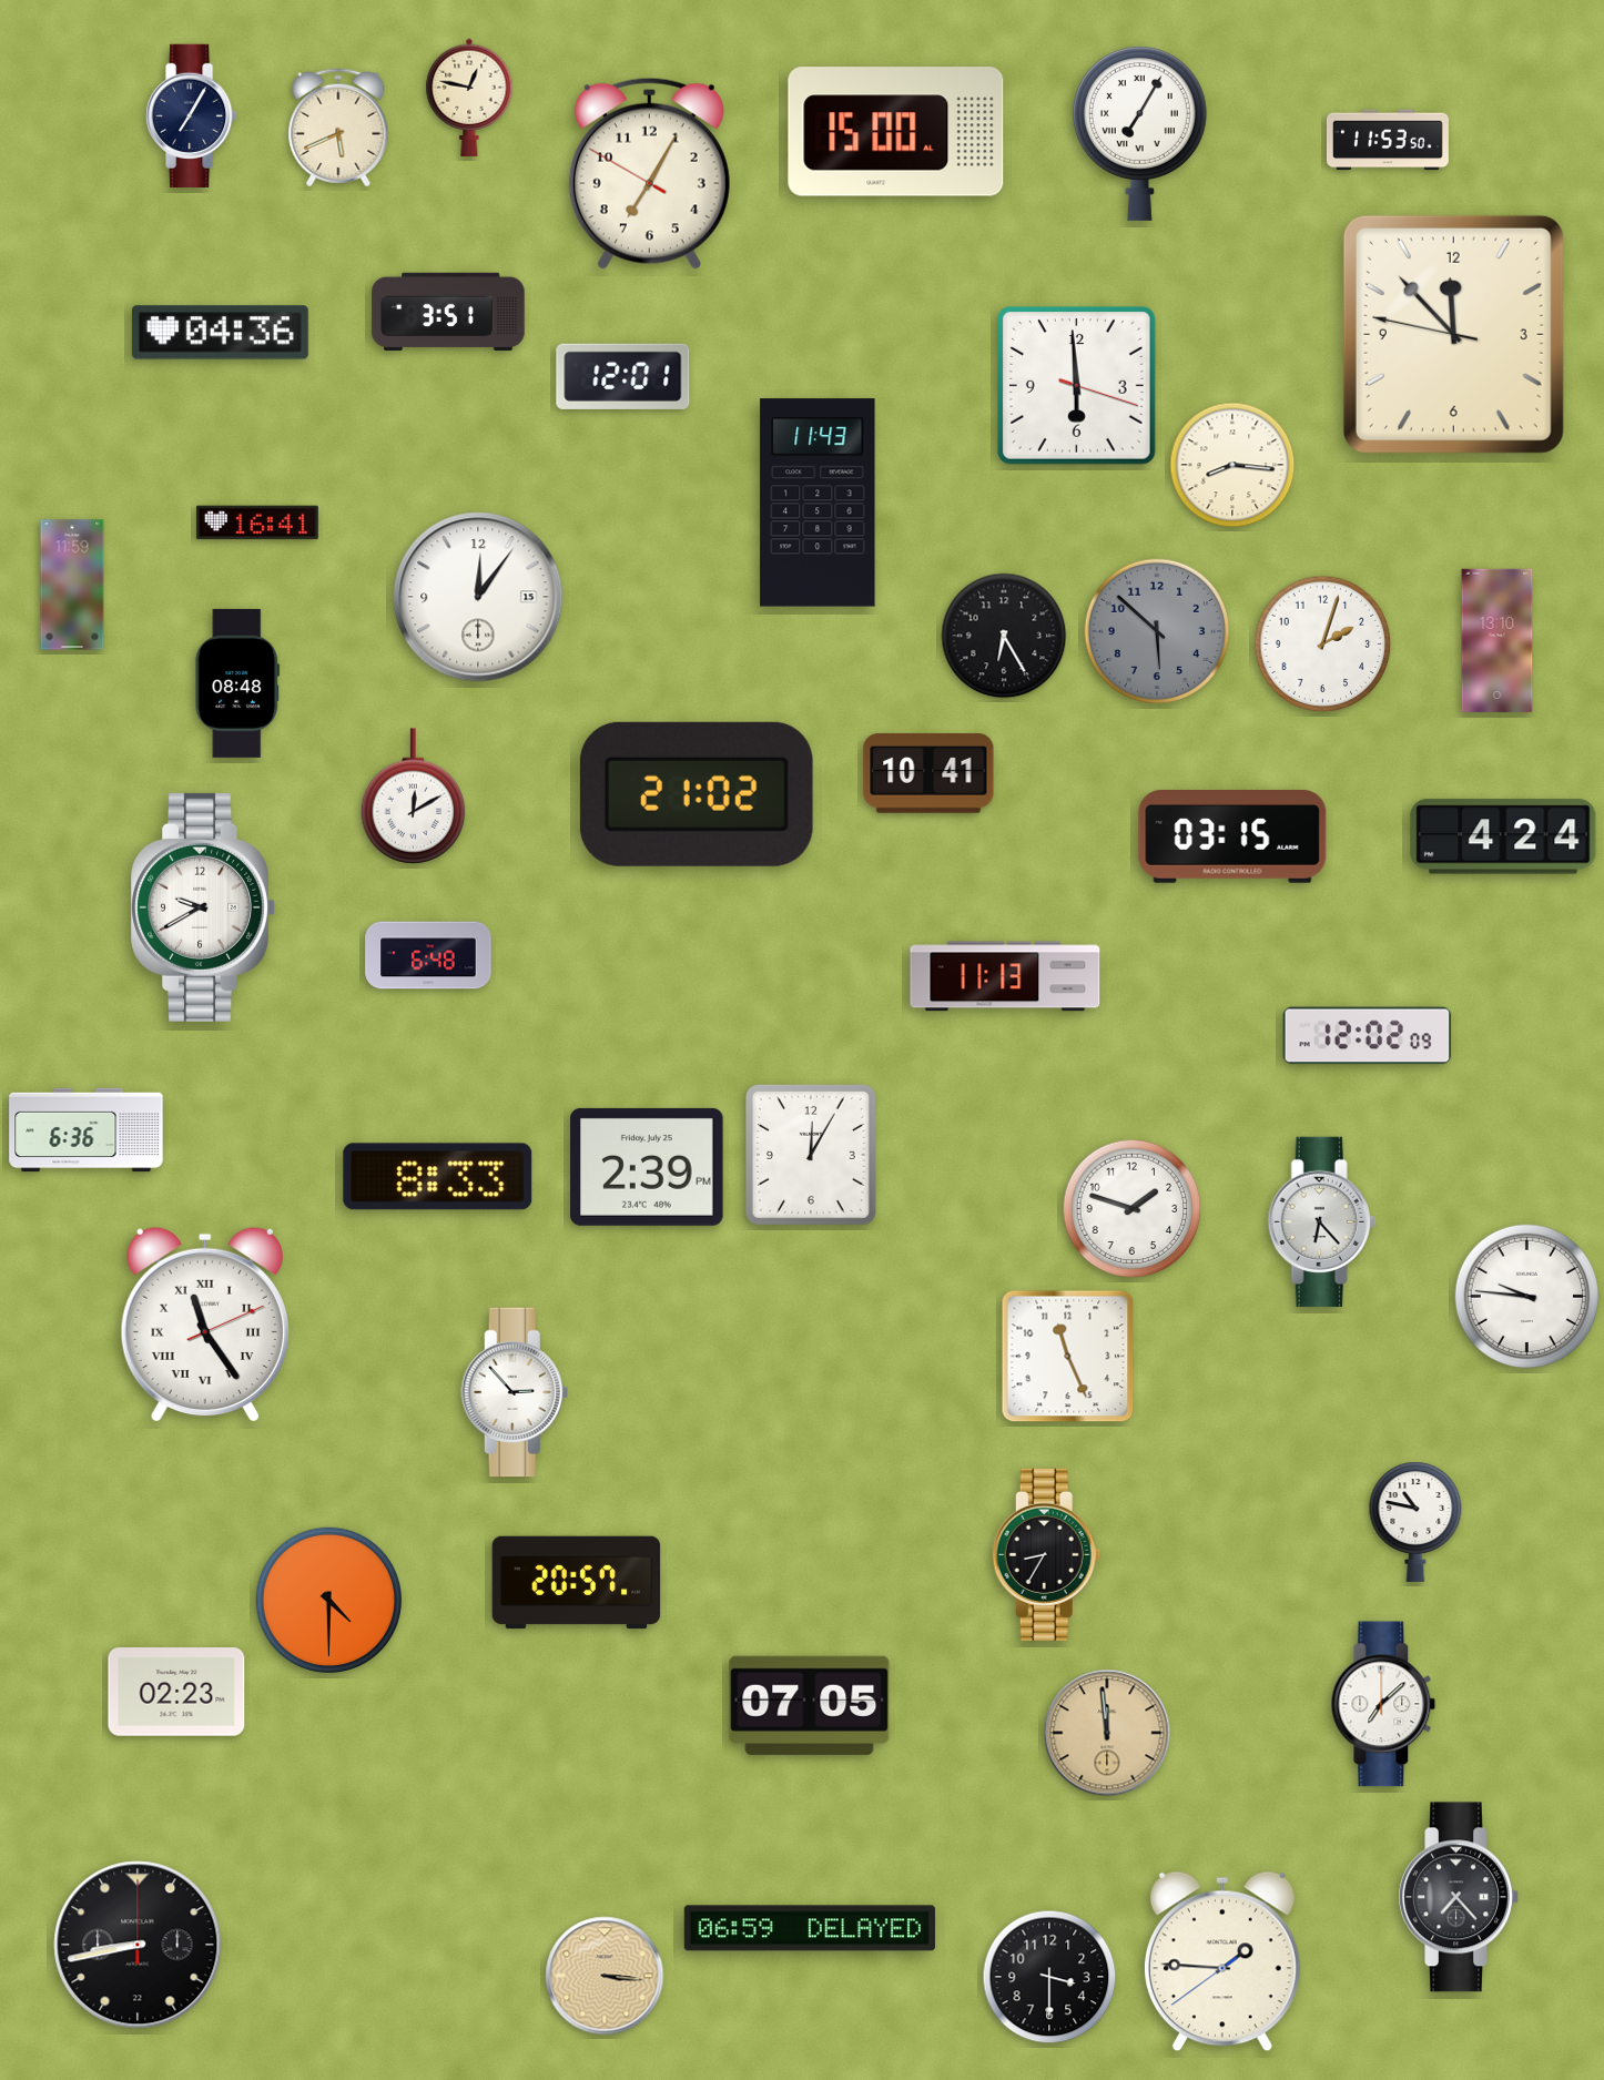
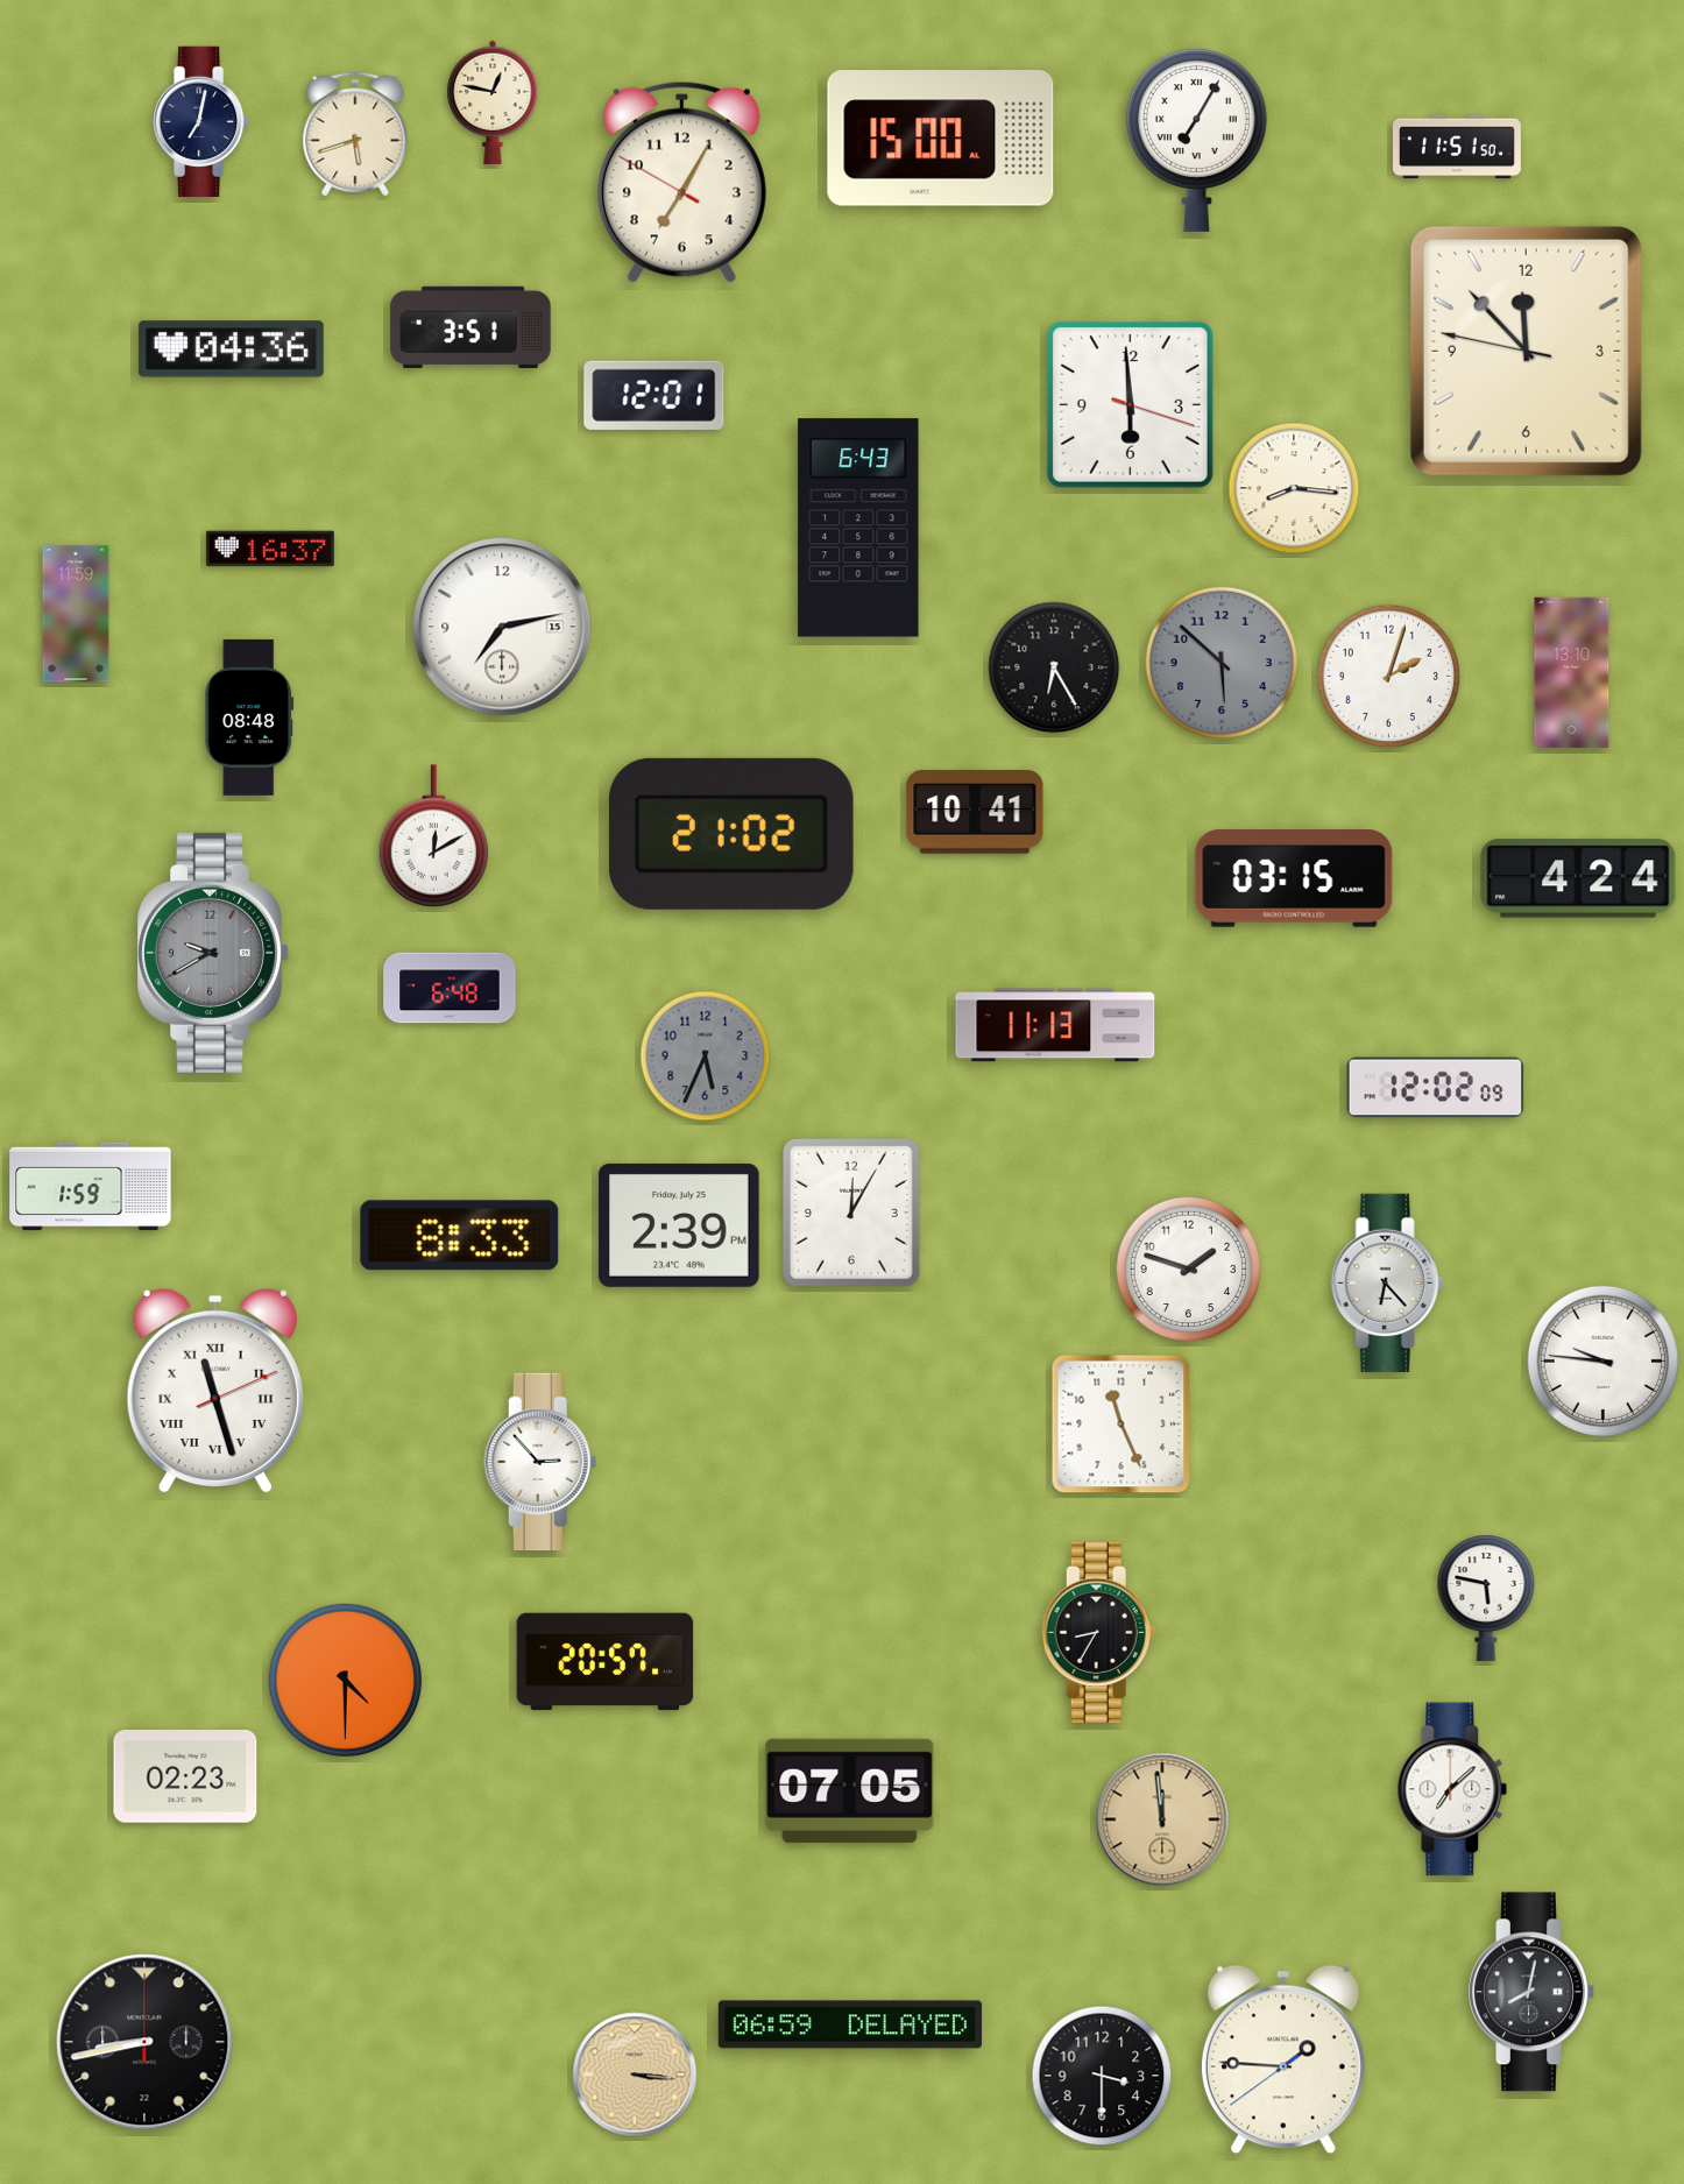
clock at (192, 115): 7:05 -> 7:02
clock at (338, 128): 5:41 -> 5:42
clock at (1388, 140): 11:53 -> 11:51
clock at (818, 503): 11:43 -> 6:43
clock at (257, 522): 16:41 -> 16:37
clock at (478, 597): 12:06 -> 7:13
clock at (1156, 630) position: (1156, 630) -> (1220, 662)
clock at (203, 907) dial: white -> grey
clock at (428, 955) position: (428, 955) -> (450, 988)
clock at (706, 1056): none -> 5:34
clock at (87, 1130): 6:36 -> 1:59
clock at (205, 1325): 11:24 -> 11:27
clock at (1415, 1522): 10:47 -> 5:47
clock at (1459, 1897): 7:23 -> 8:02
